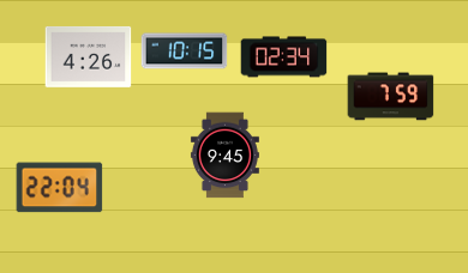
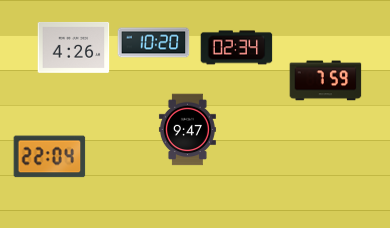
clock at (185, 51): 10:15 -> 10:20
clock at (224, 156): 9:45 -> 9:47
